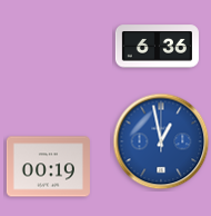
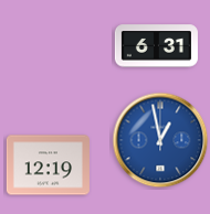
clock at (157, 47): 6:36 -> 6:31
clock at (48, 167): 00:19 -> 12:19
